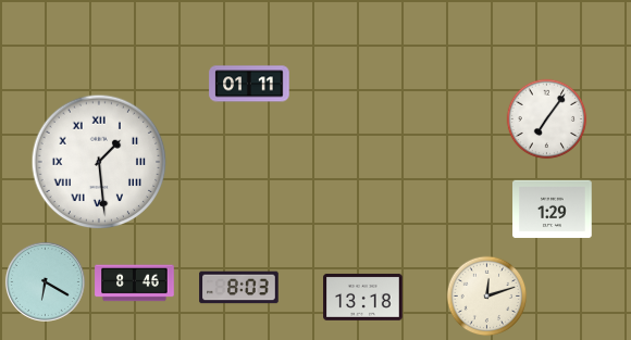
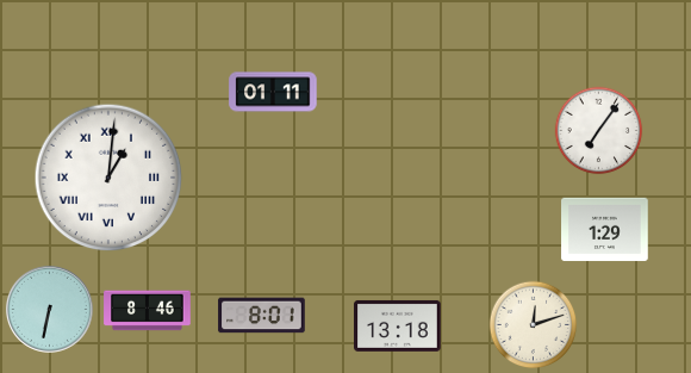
clock at (99, 162): 1:29 -> 1:01
clock at (45, 281): 6:20 -> 6:32
clock at (239, 288): 8:03 -> 8:01
